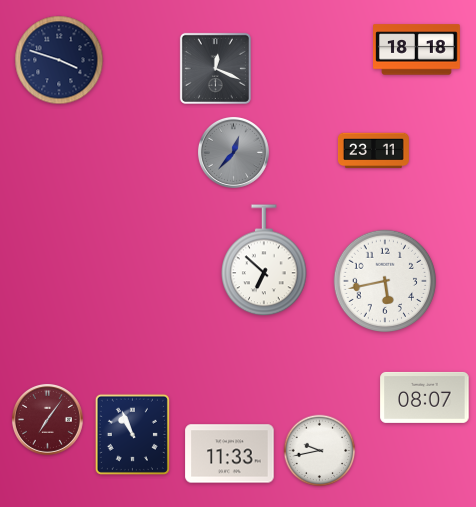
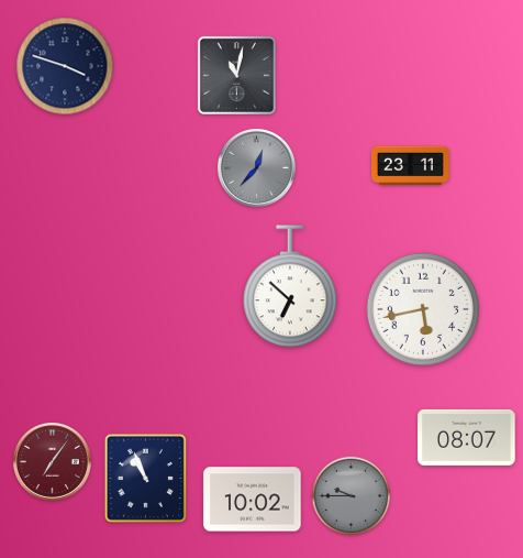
clock at (417, 50): 18:18 -> none
clock at (215, 68): 12:19 -> 11:02
clock at (320, 451): 9:43 -> 9:45
clock at (320, 451) dial: white -> grey
clock at (230, 454): 11:33 -> 10:02
